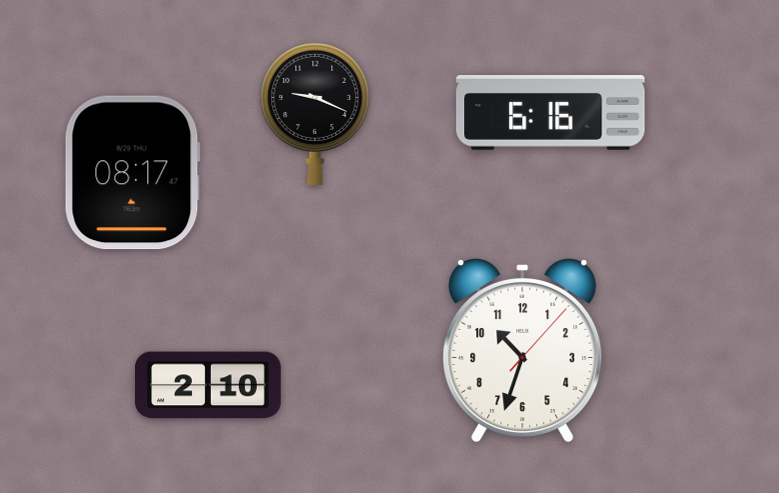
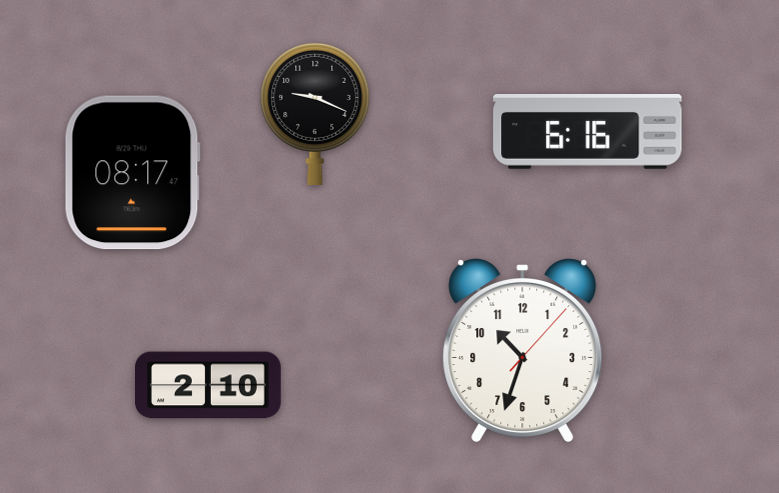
clock at (551, 113) position: (551, 113) -> (588, 132)
